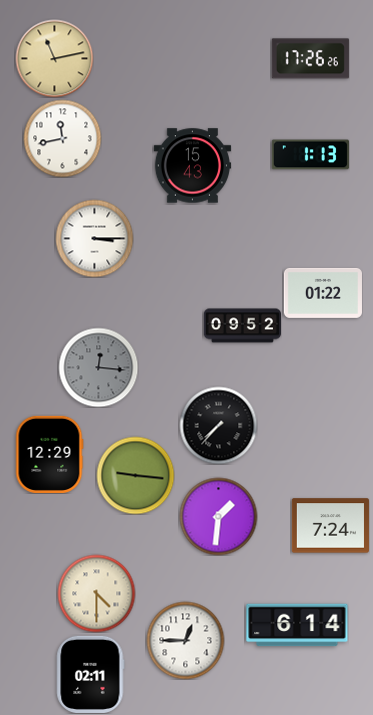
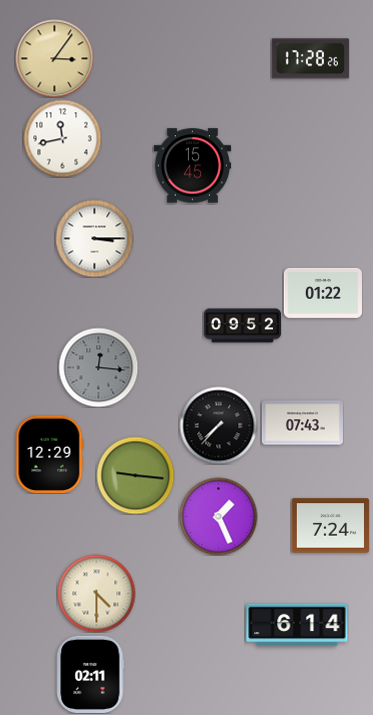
clock at (54, 58): 11:13 -> 3:06
clock at (310, 59): 17:26 -> 17:28
clock at (310, 155): 1:13 -> none
clock at (192, 166): 15:43 -> 15:45
clock at (302, 423): none -> 07:43
clock at (218, 516): 1:31 -> 1:26
clock at (185, 640): 12:45 -> none
